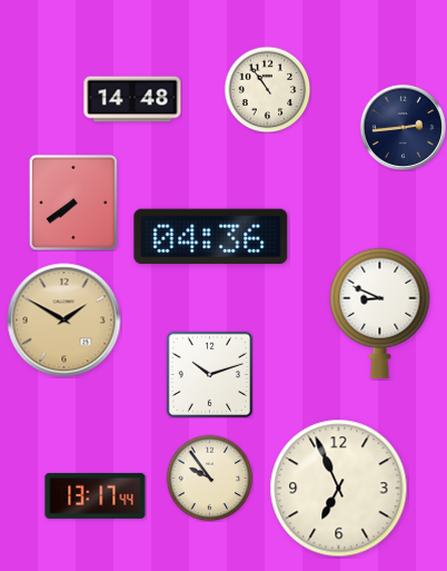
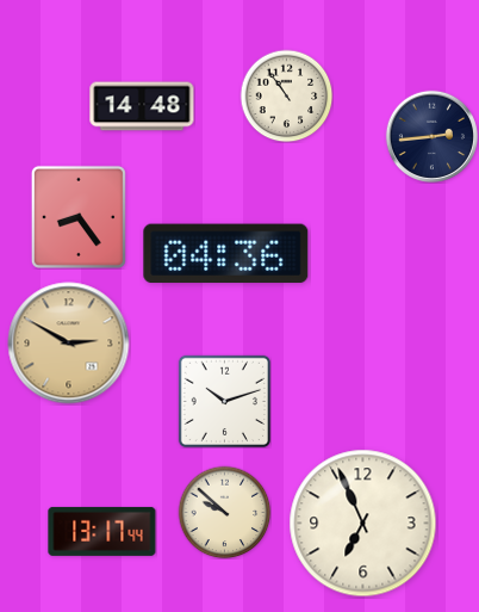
clock at (73, 203): 7:39 -> 8:24
clock at (380, 313): 8:49 -> none
clock at (64, 321): 1:50 -> 2:50
clock at (209, 478): 9:54 -> 9:52
